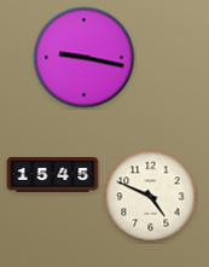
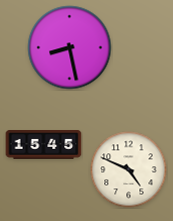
clock at (85, 58): 9:17 -> 8:28
clock at (151, 197) position: (151, 197) -> (129, 170)
